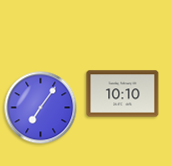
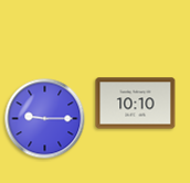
clock at (41, 108): 7:06 -> 9:15
